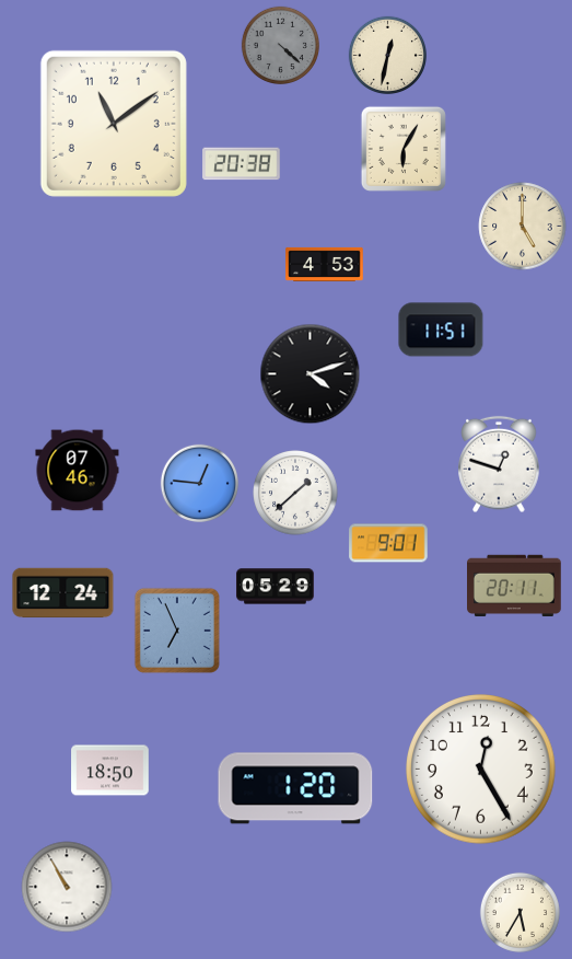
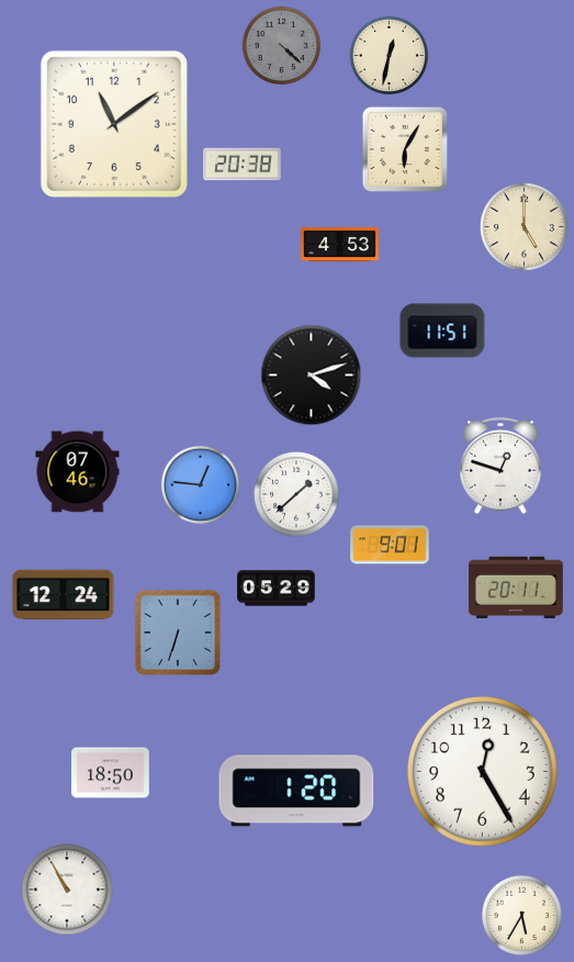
clock at (325, 264) position: (325, 264) -> (340, 244)
clock at (177, 631): 6:56 -> 6:33
